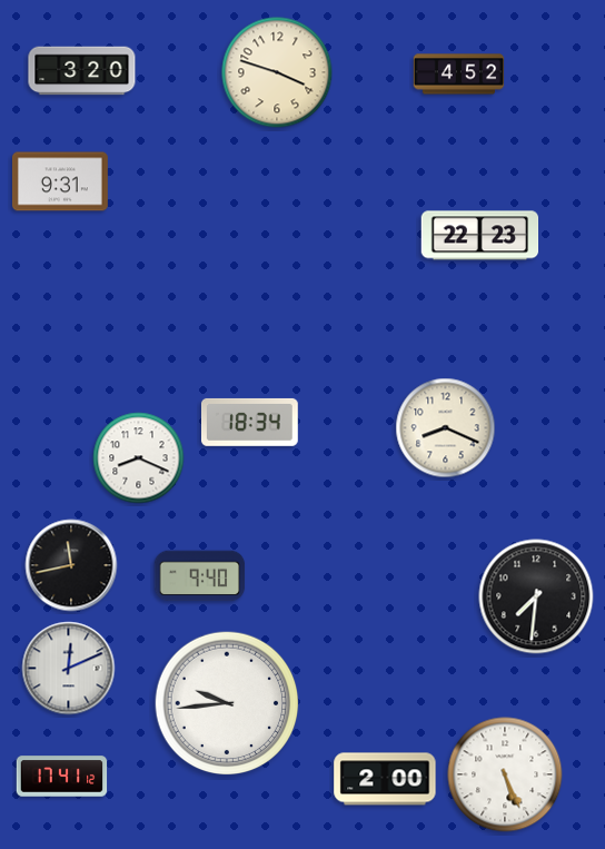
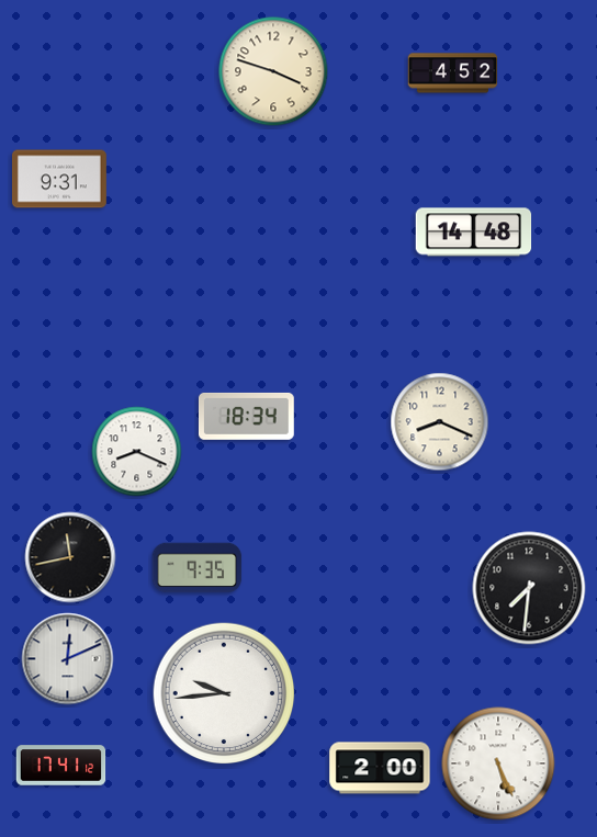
clock at (82, 71): 3:20 -> none
clock at (480, 236): 22:23 -> 14:48
clock at (200, 576): 9:40 -> 9:35
